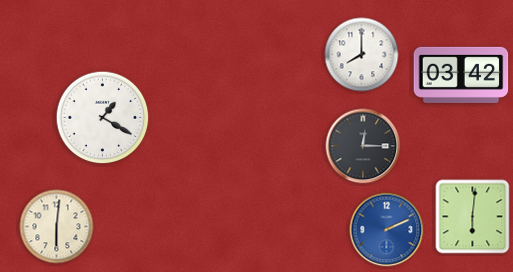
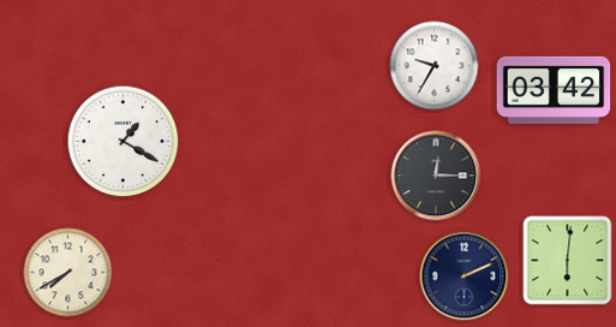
clock at (362, 55): 8:00 -> 9:35
clock at (57, 227): 6:01 -> 7:40
clock at (387, 230) dial: blue -> navy
